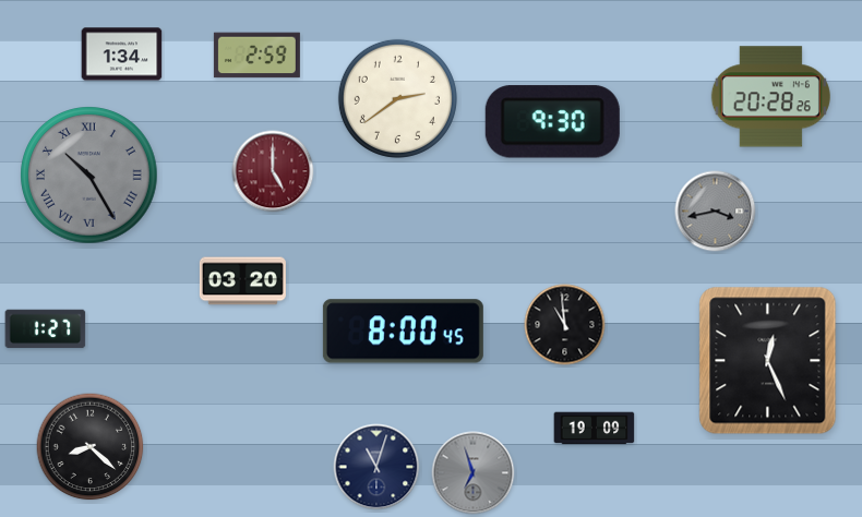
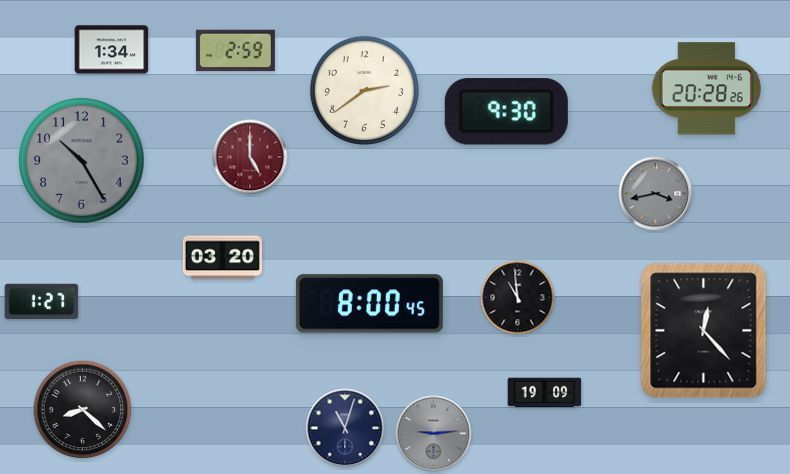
clock at (89, 176) numerals: Roman -> Arabic
clock at (768, 361): 12:26 -> 12:23
clock at (474, 473): 6:57 -> 9:14
